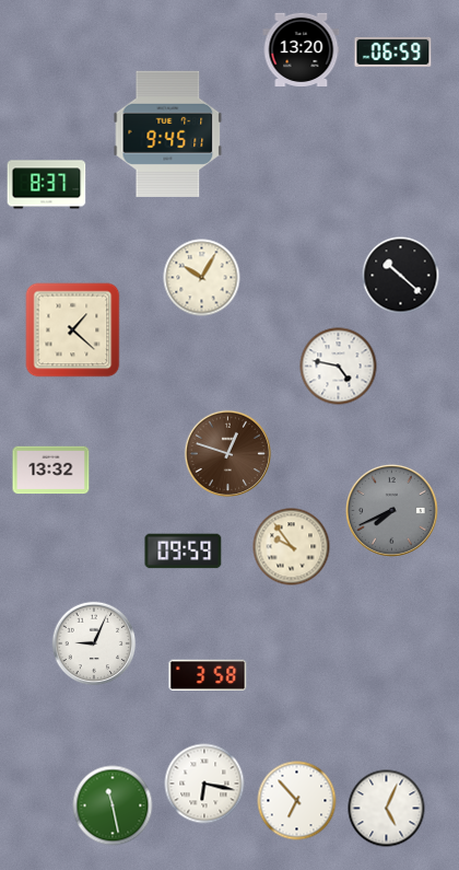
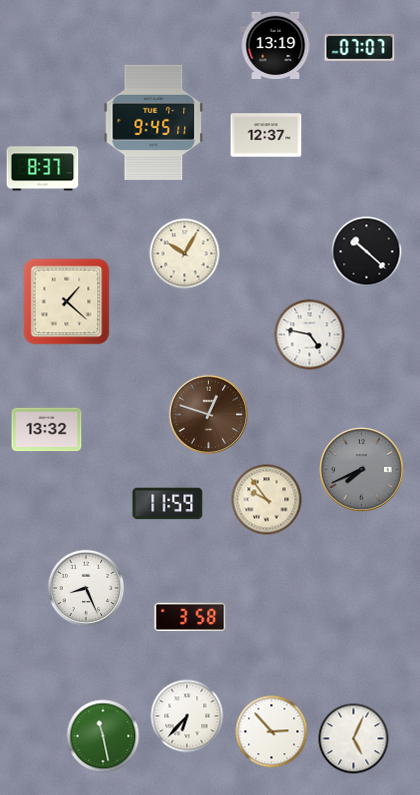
clock at (302, 49): 13:20 -> 13:19
clock at (393, 51): 06:59 -> 07:07
clock at (266, 135): none -> 12:37
clock at (392, 511) position: (392, 511) -> (362, 470)
clock at (184, 552): 09:59 -> 11:59
clock at (94, 643): 9:04 -> 8:26
clock at (204, 784): 6:17 -> 6:37
clock at (297, 801): 6:53 -> 2:53
